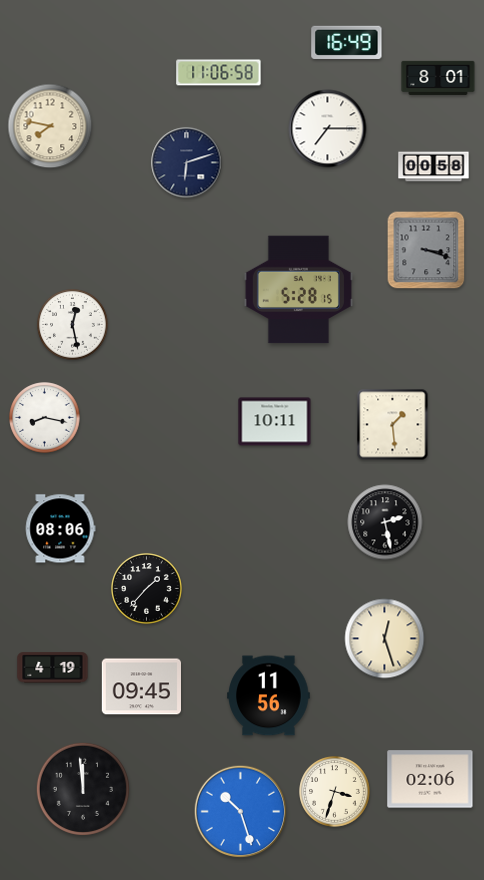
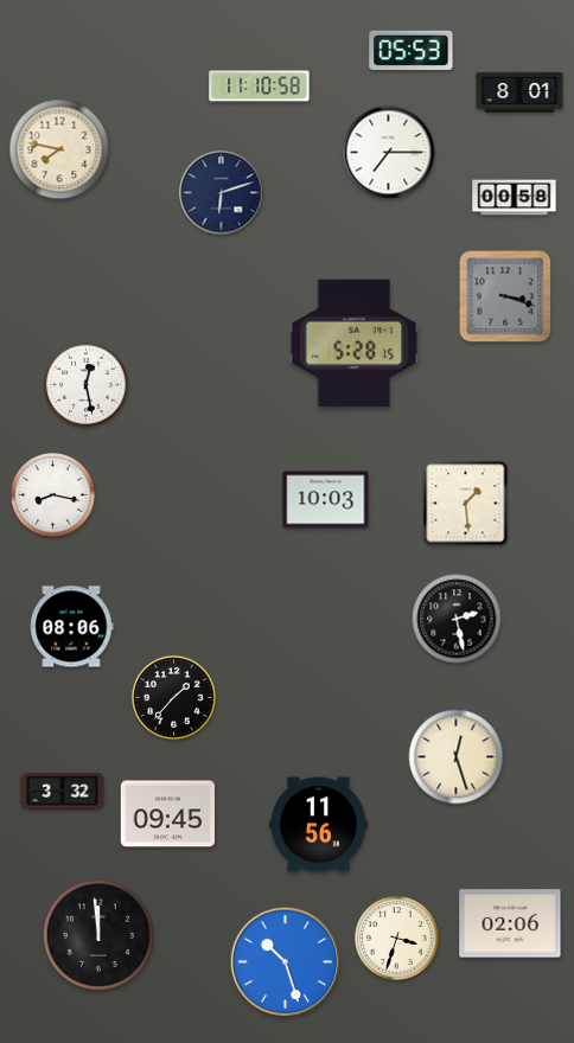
clock at (347, 42): 16:49 -> 05:53
clock at (219, 73): 11:06 -> 11:10
clock at (275, 422): 10:11 -> 10:03
clock at (53, 668): 4:19 -> 3:32
